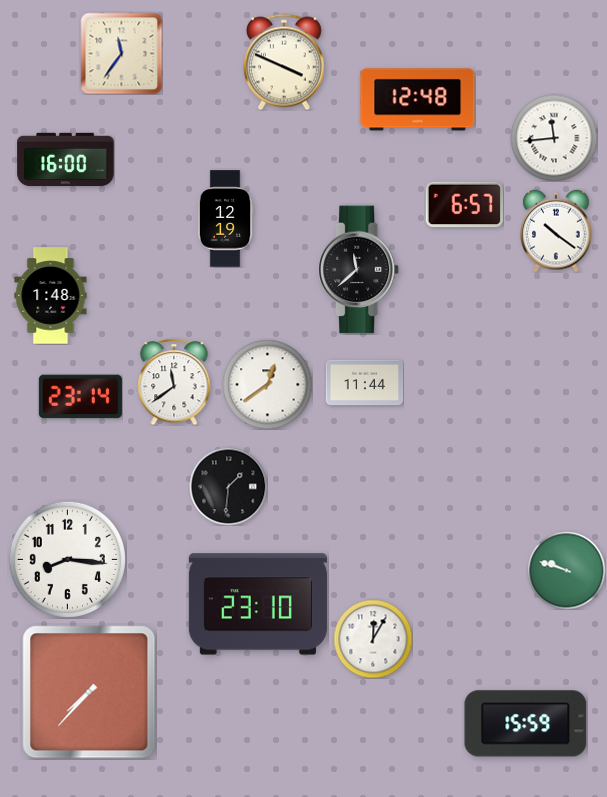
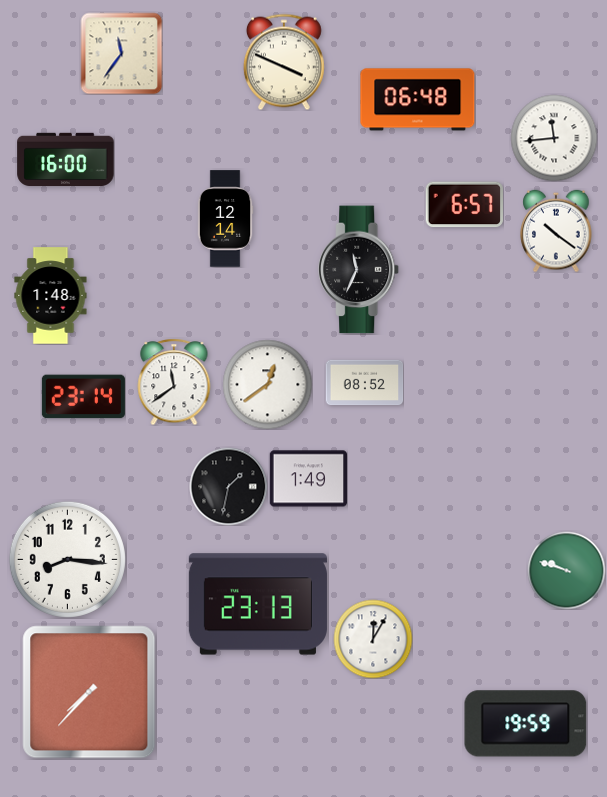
clock at (418, 100): 12:48 -> 06:48
clock at (225, 219): 12:19 -> 12:14
clock at (359, 270): 11:38 -> 11:34
clock at (364, 383): 11:44 -> 08:52
clock at (80, 397) position: (80, 397) -> (83, 397)
clock at (308, 479): none -> 1:49
clock at (228, 486): 1:31 -> 1:32
clock at (258, 604): 23:10 -> 23:13
clock at (526, 724): 15:59 -> 19:59
